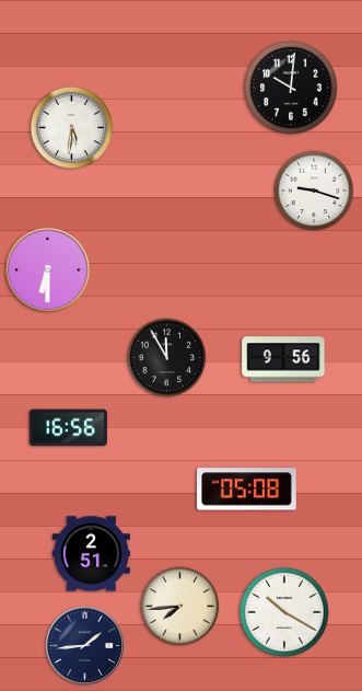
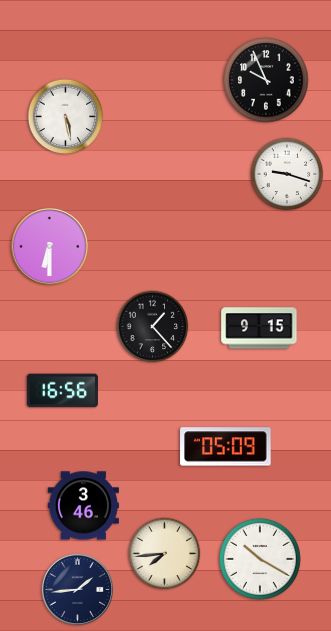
clock at (291, 88): 10:01 -> 9:56
clock at (72, 128): 5:31 -> 5:28
clock at (47, 269) position: (47, 269) -> (49, 246)
clock at (167, 358): 11:55 -> 1:23
clock at (283, 359): 9:56 -> 9:15
clock at (247, 490): 05:08 -> 05:09
clock at (91, 554): 2:51 -> 3:46
